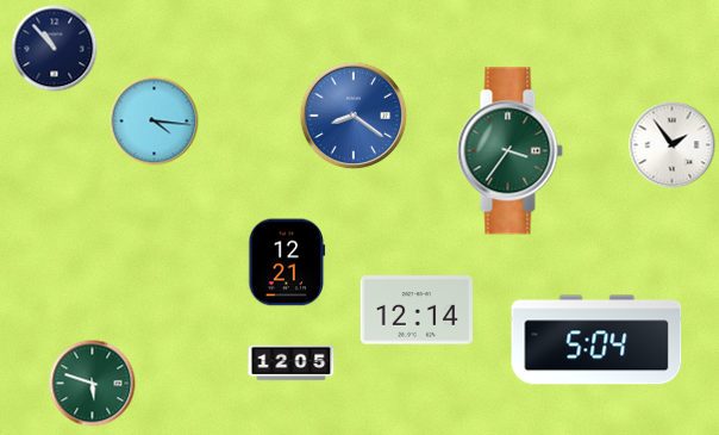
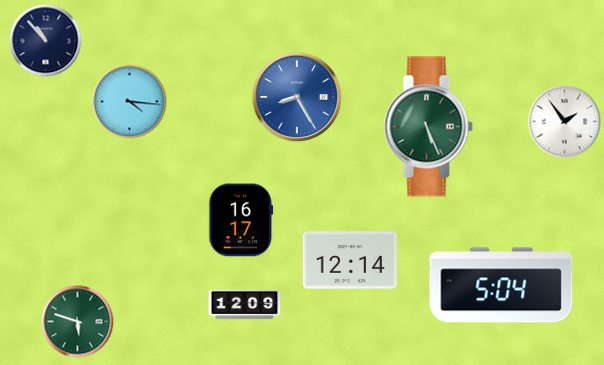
clock at (354, 116): 8:21 -> 8:25
clock at (509, 151): 3:36 -> 5:26
clock at (287, 262): 12:21 -> 16:17
clock at (292, 363): 12:05 -> 12:09
